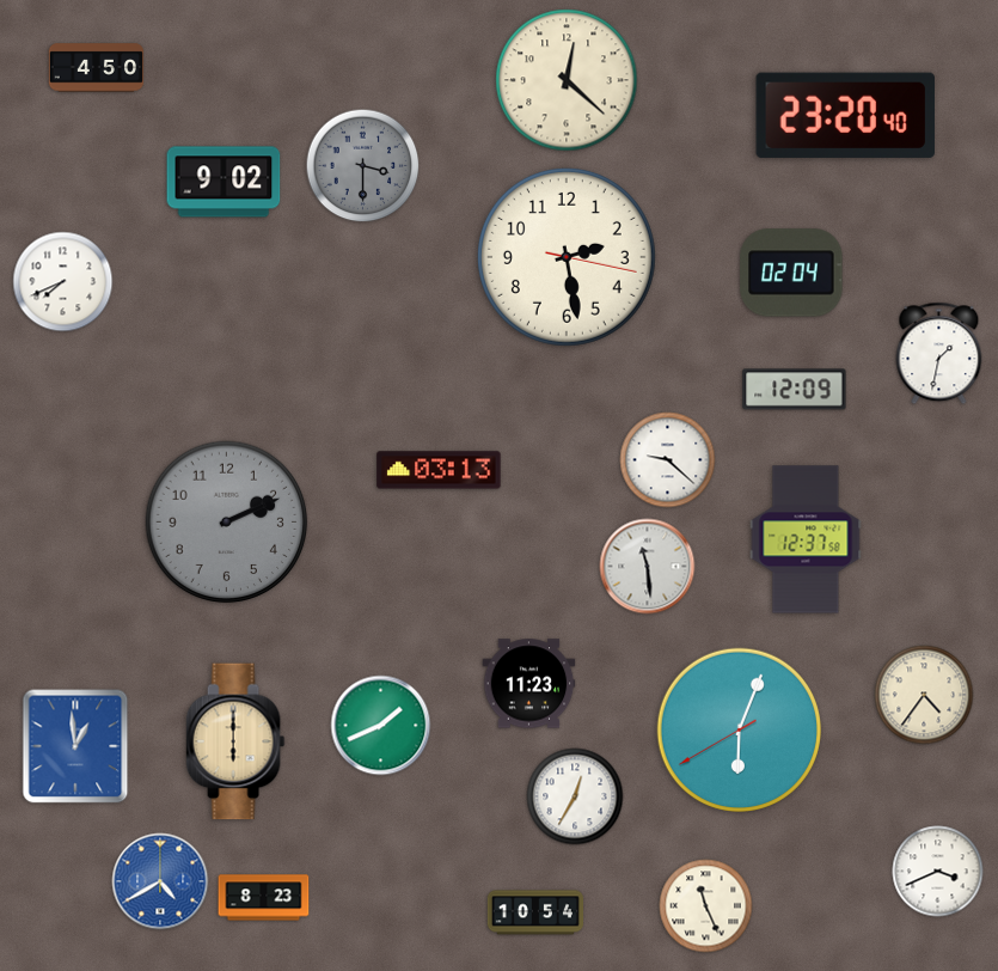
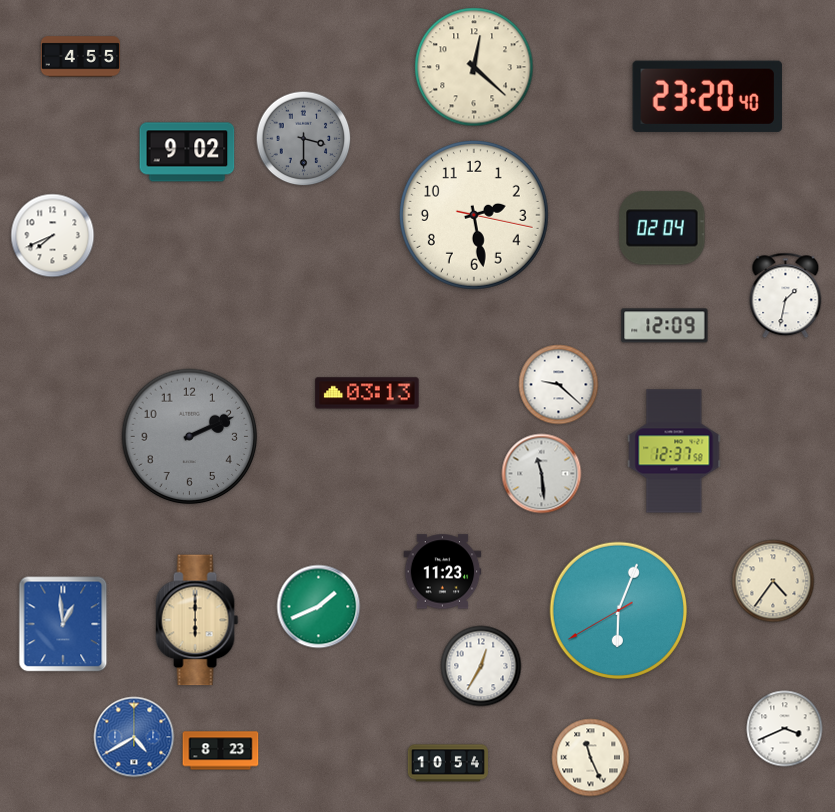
clock at (97, 68): 4:50 -> 4:55
